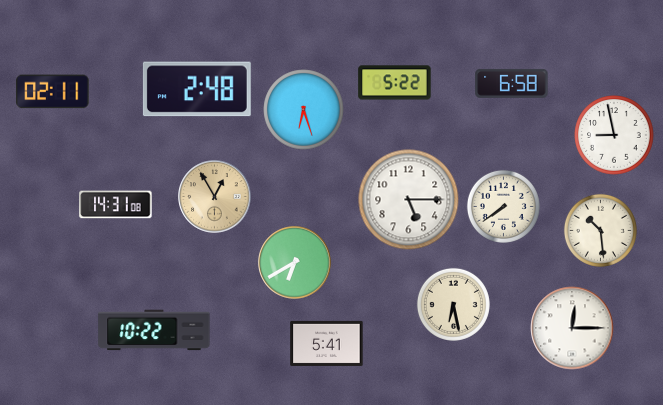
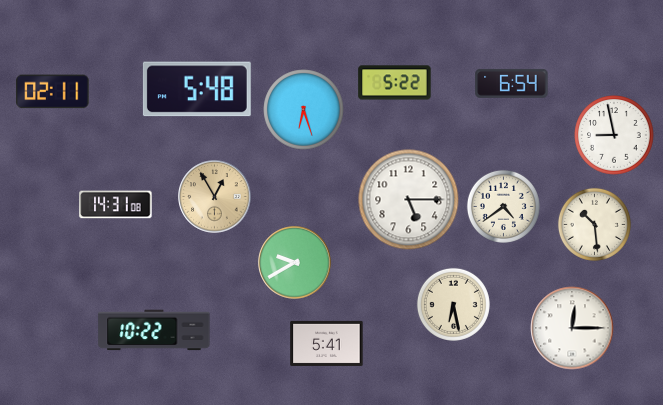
clock at (512, 83): 6:58 -> 6:54
clock at (197, 89): 2:48 -> 5:48
clock at (503, 206): 7:39 -> 4:39
clock at (600, 230) position: (600, 230) -> (594, 224)
clock at (295, 263): 6:40 -> 9:40
